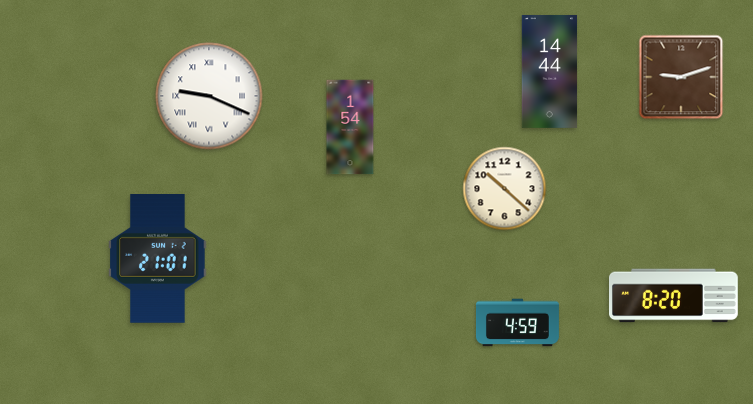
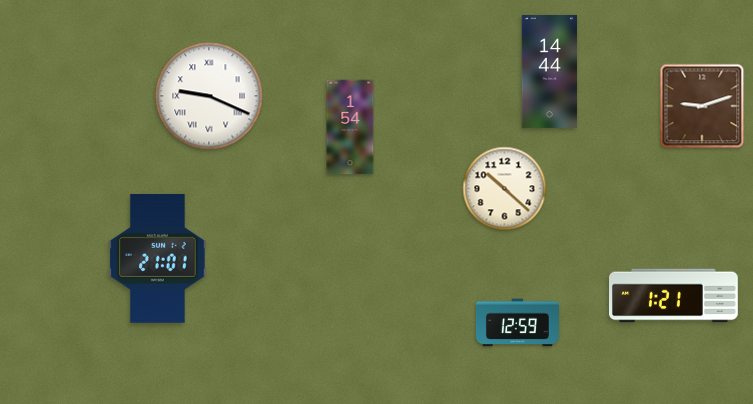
clock at (681, 77) position: (681, 77) -> (702, 106)
clock at (674, 296): 8:20 -> 1:21
clock at (517, 323): 4:59 -> 12:59
